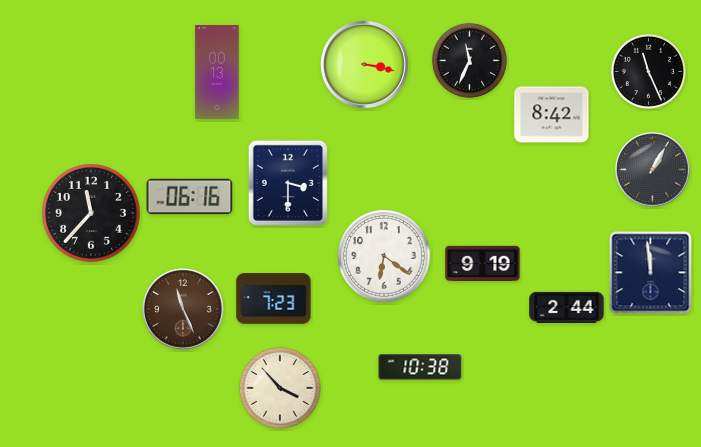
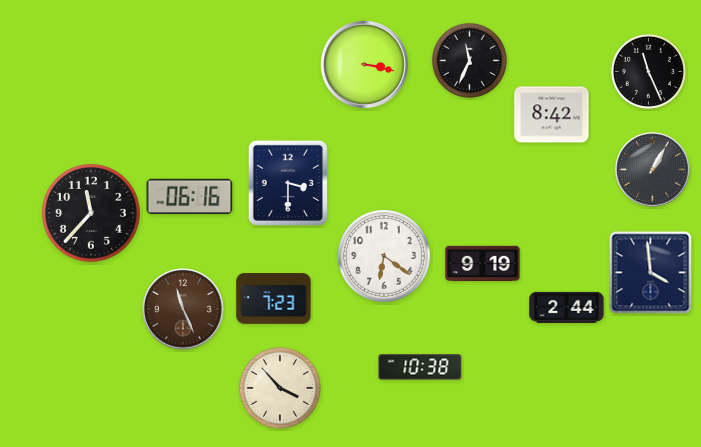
clock at (217, 72): 00:13 -> none
clock at (651, 273): 11:59 -> 3:59
